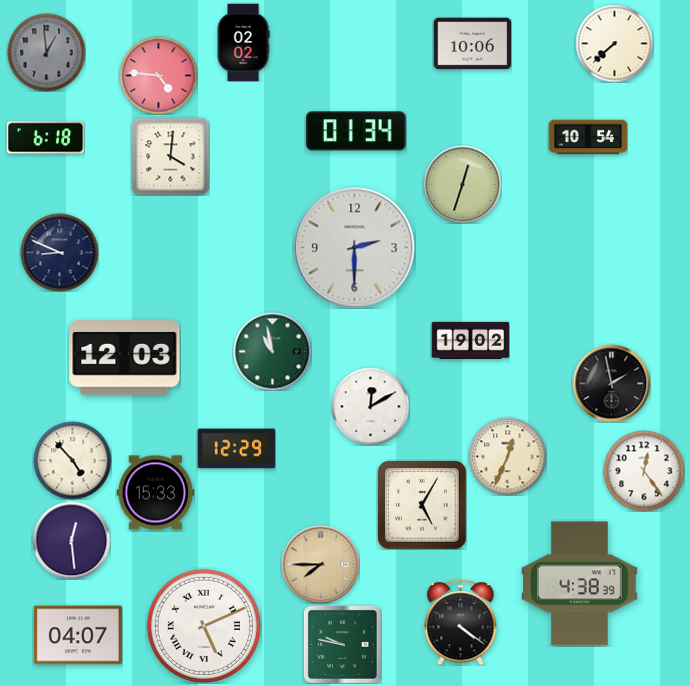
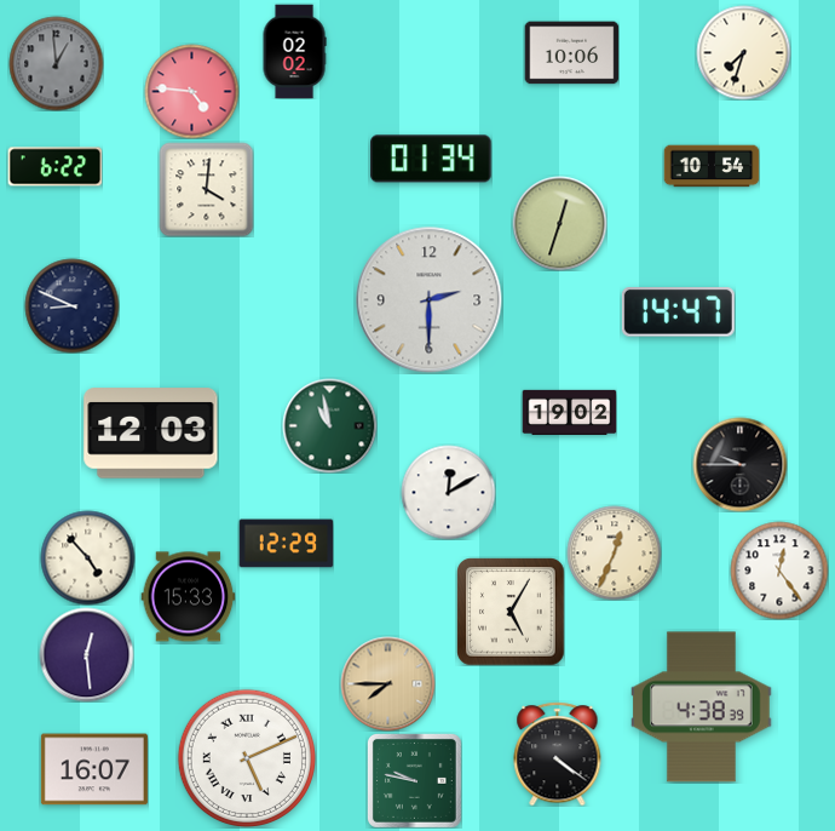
clock at (614, 43): 7:38 -> 7:33
clock at (45, 138): 6:18 -> 6:22
clock at (678, 313): none -> 14:47
clock at (611, 383): 1:58 -> 9:45
clock at (78, 635): 04:07 -> 16:07
